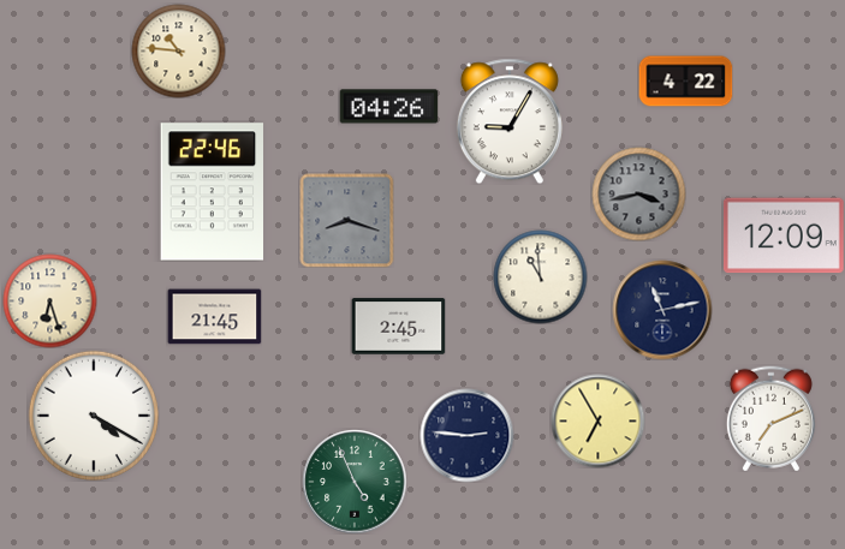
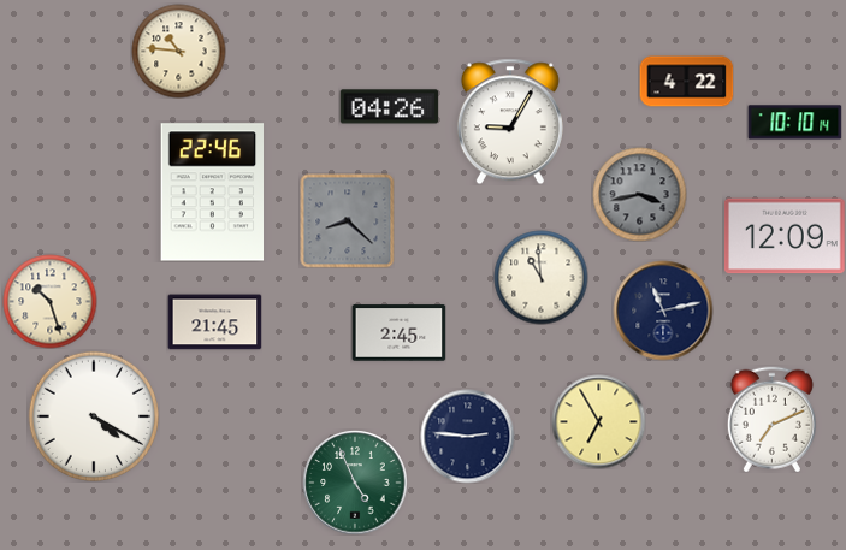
clock at (794, 123): none -> 10:10
clock at (346, 220): 8:18 -> 8:22
clock at (49, 300): 6:27 -> 10:27
clock at (214, 317) position: (214, 317) -> (214, 323)
clock at (398, 327) position: (398, 327) -> (398, 333)
